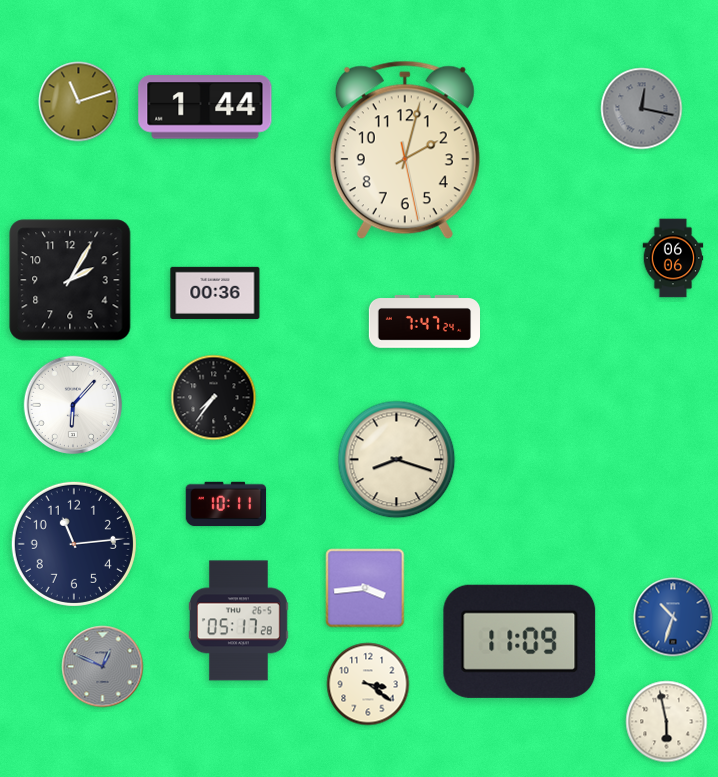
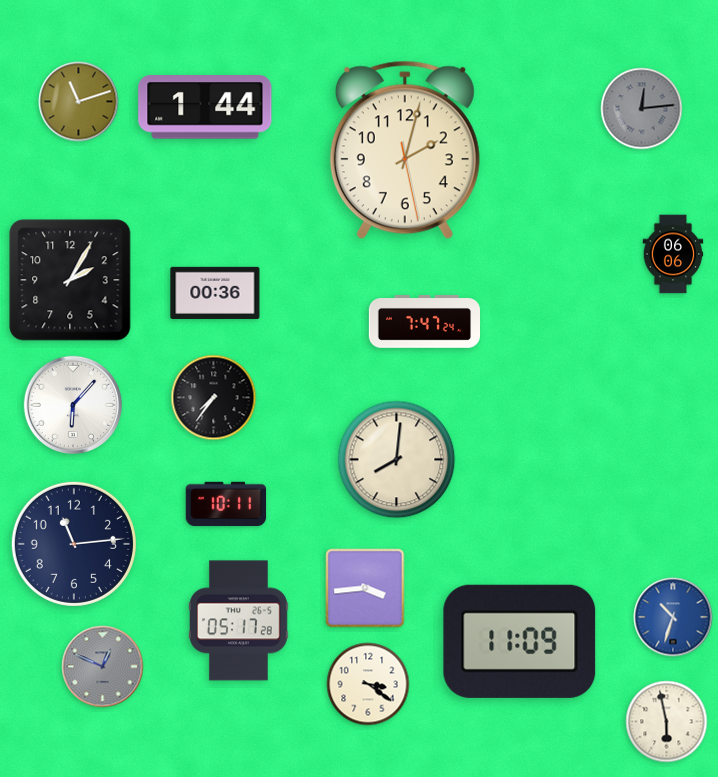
clock at (642, 109): 12:17 -> 12:14
clock at (673, 258) position: (673, 258) -> (673, 254)
clock at (397, 460): 8:18 -> 8:01
